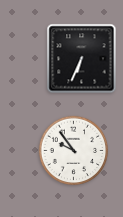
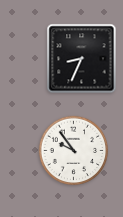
clock at (82, 59): 6:34 -> 8:34
